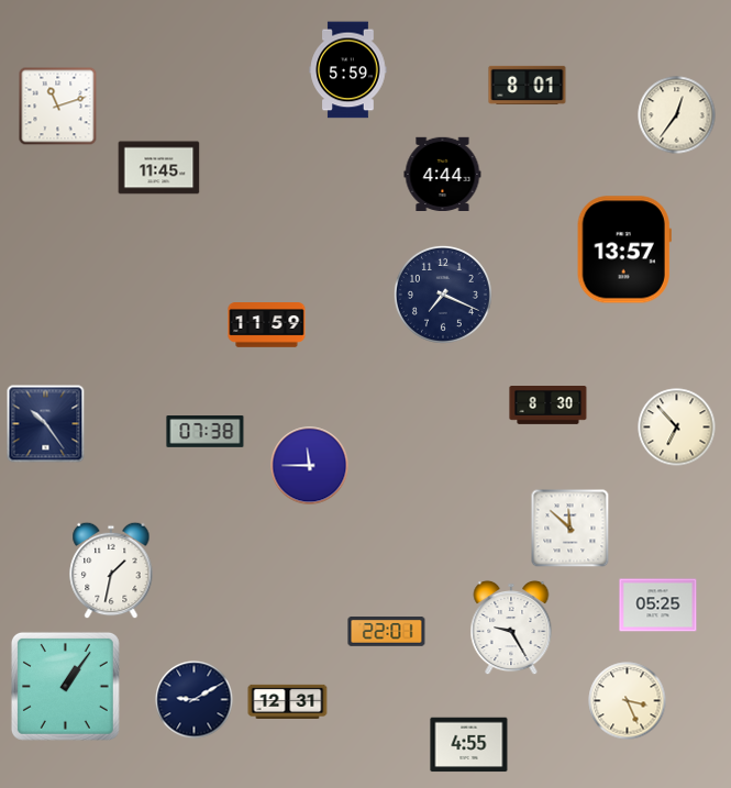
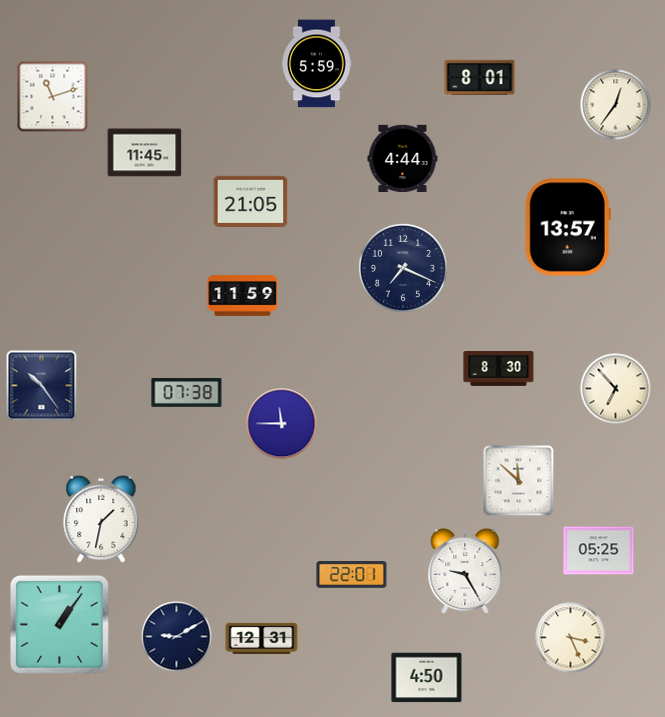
clock at (251, 201): none -> 21:05
clock at (469, 745): 4:55 -> 4:50
